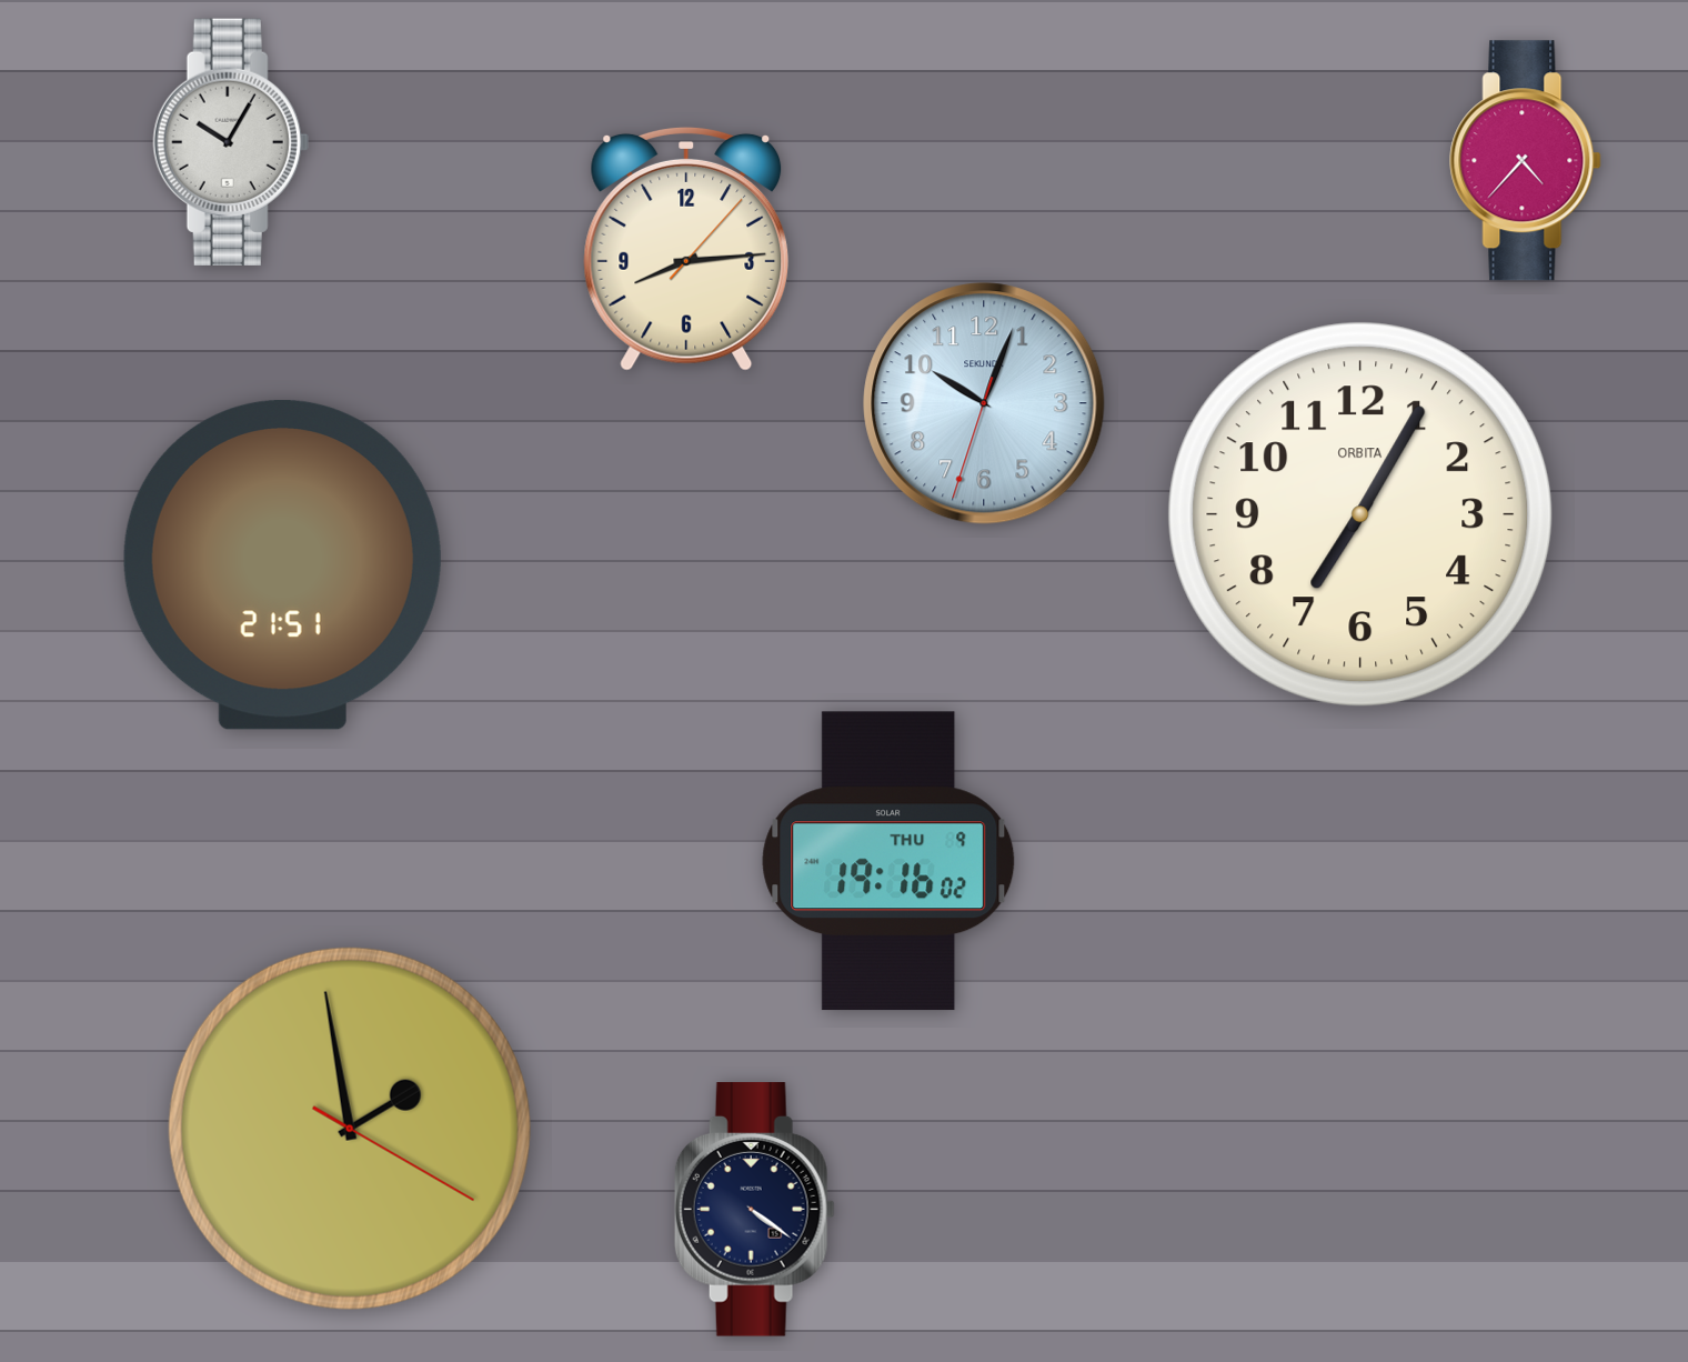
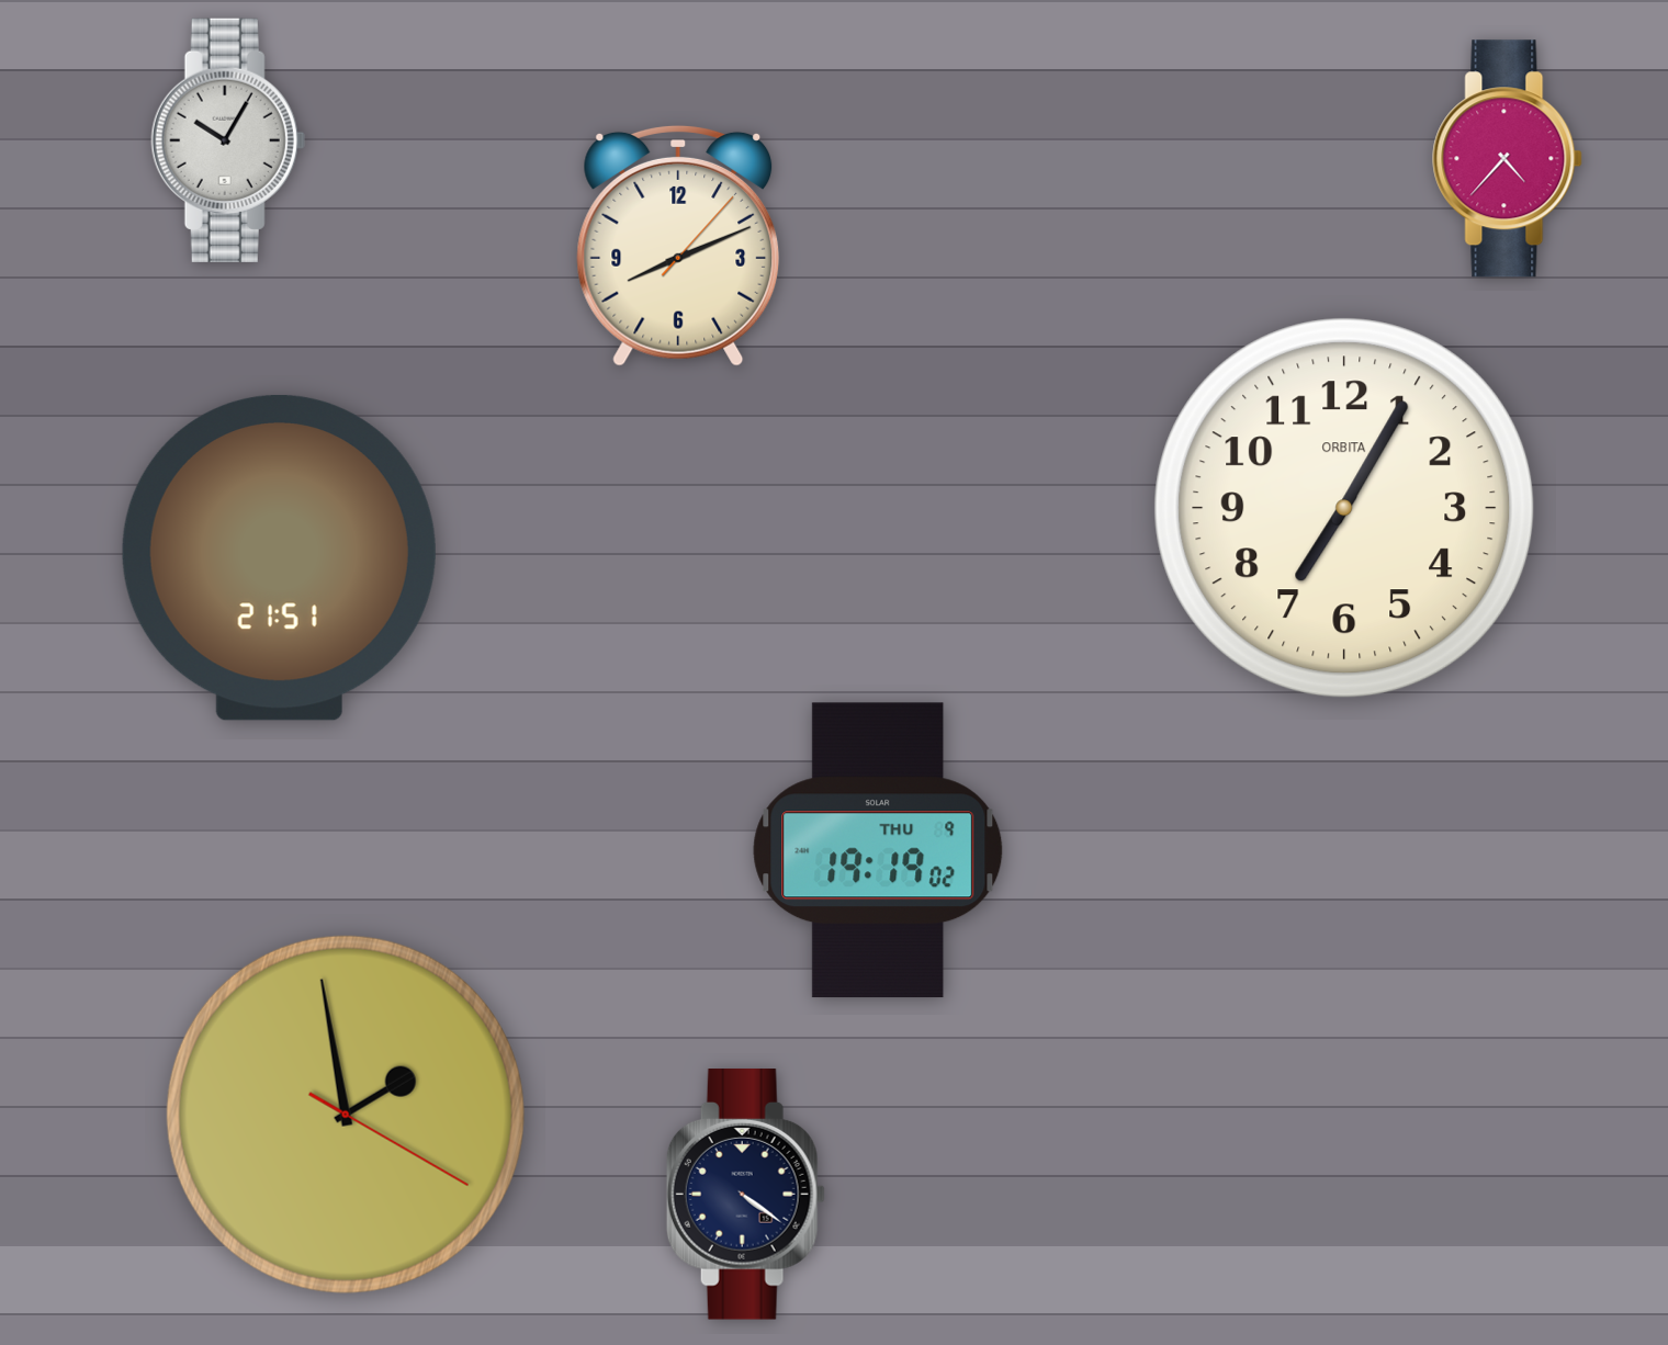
clock at (686, 249): 8:14 -> 8:11
clock at (984, 403): 10:03 -> none
clock at (888, 861): 19:16 -> 19:19
